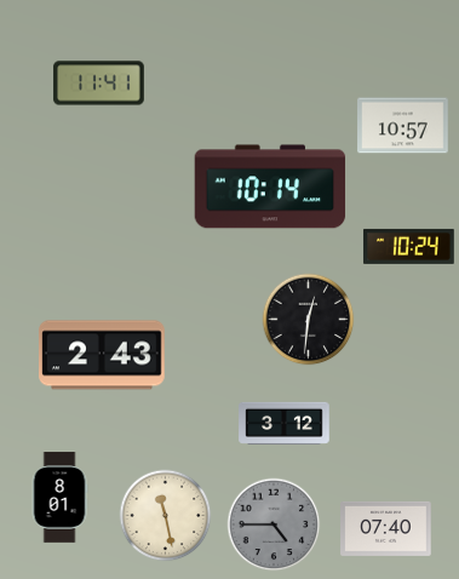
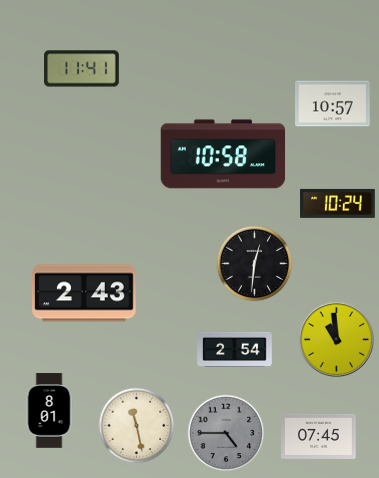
clock at (270, 187): 10:14 -> 10:58
clock at (336, 339): none -> 10:59
clock at (285, 423): 3:12 -> 2:54
clock at (386, 528): 07:40 -> 07:45
